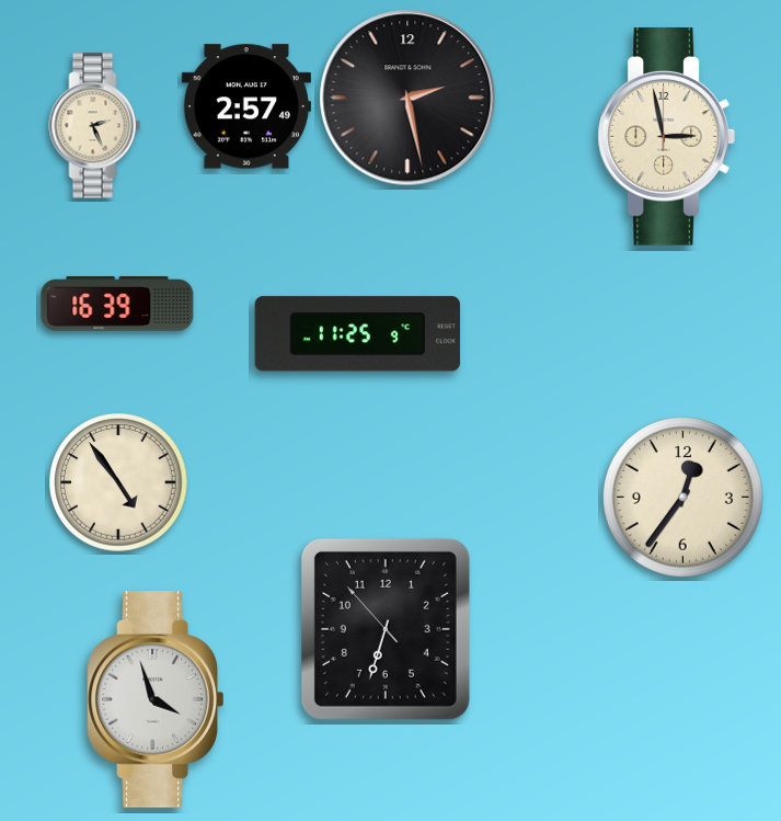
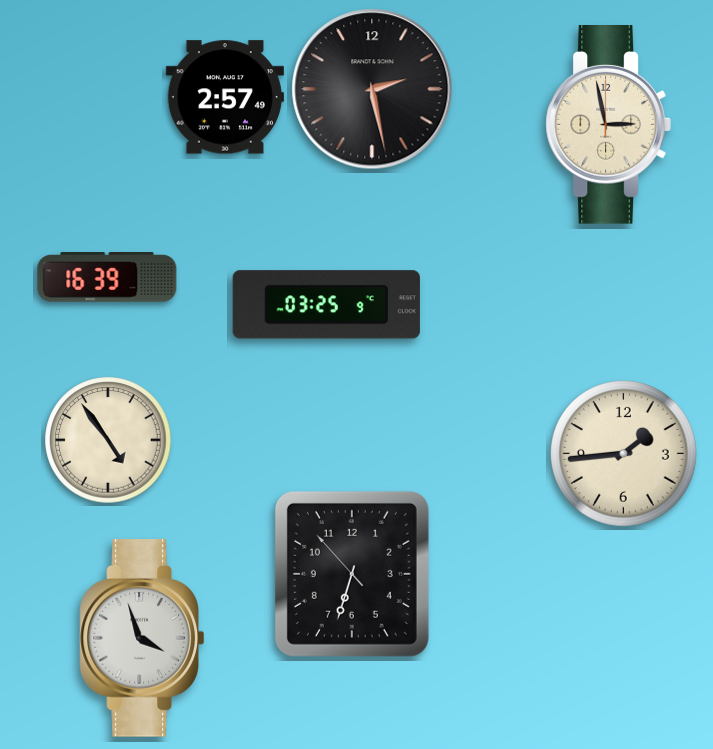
clock at (95, 126): 2:26 -> none
clock at (357, 334): 11:25 -> 03:25
clock at (684, 498): 12:36 -> 1:44
